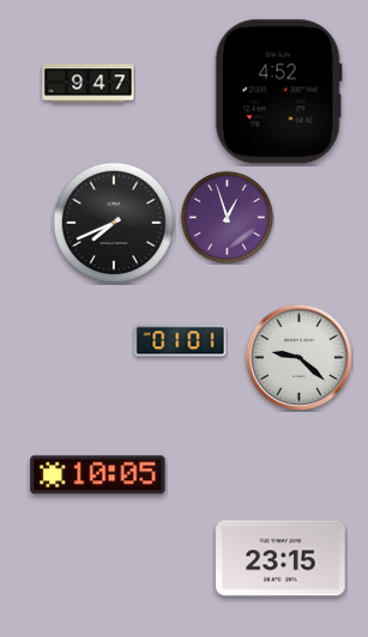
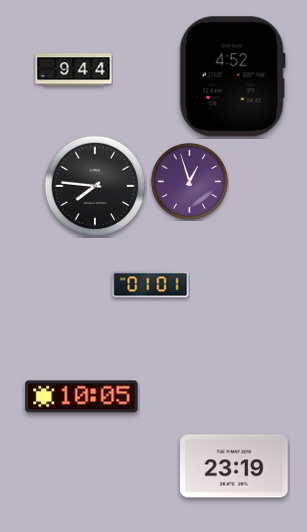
clock at (89, 84): 9:47 -> 9:44
clock at (114, 223): 7:41 -> 7:46
clock at (298, 357): 9:22 -> none
clock at (280, 558): 23:15 -> 23:19
